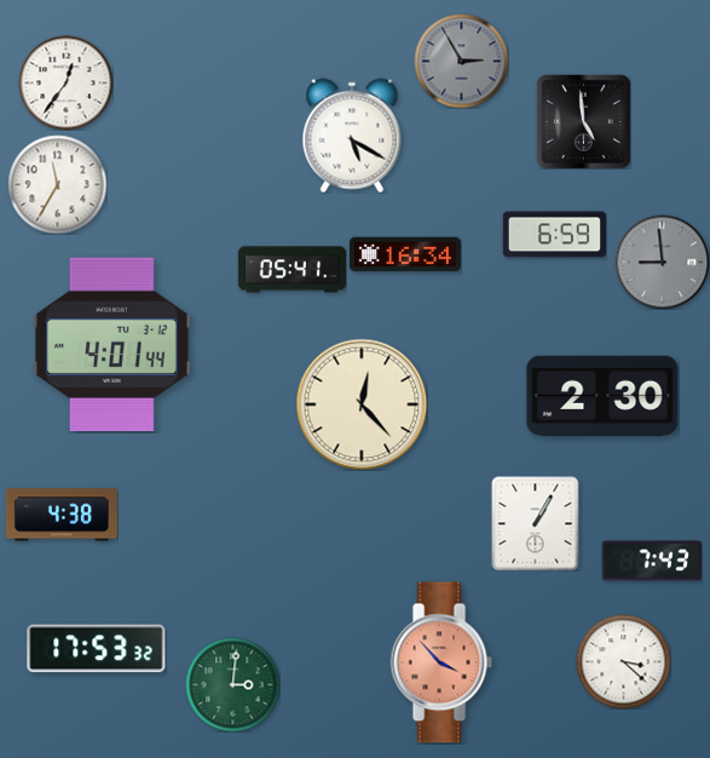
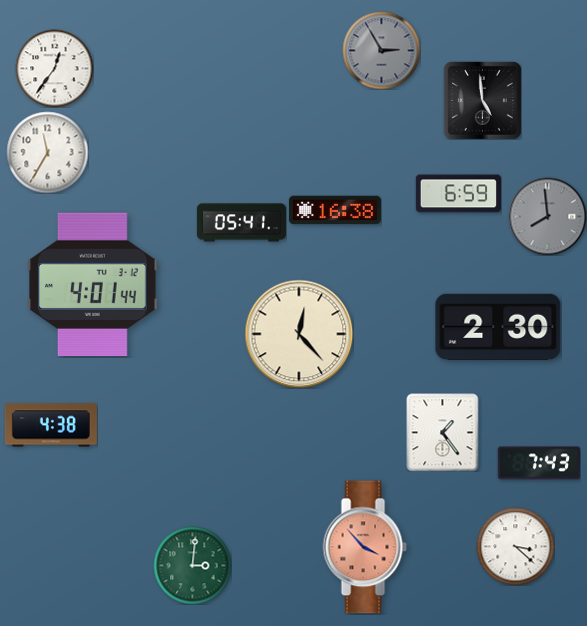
clock at (352, 136): 5:20 -> none
clock at (405, 254): 16:34 -> 16:38
clock at (662, 262): 8:59 -> 7:59
clock at (536, 523): 1:05 -> 1:24
clock at (97, 649): 17:53 -> none
